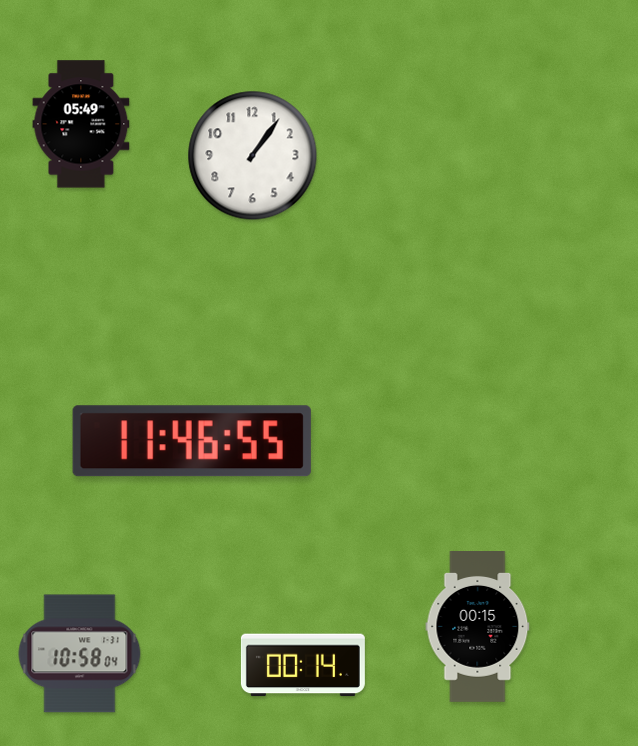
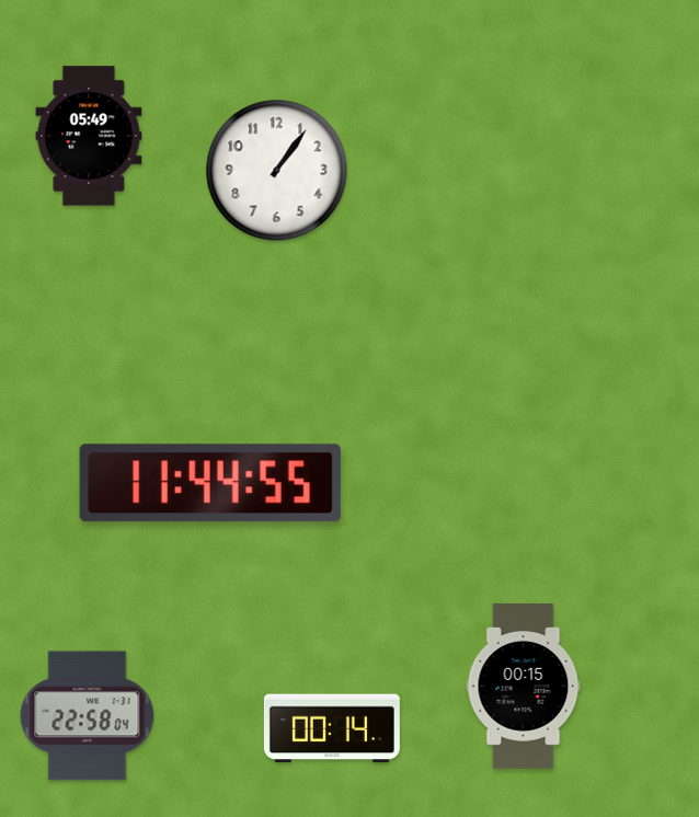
clock at (192, 441): 11:46 -> 11:44
clock at (80, 654): 10:58 -> 22:58
